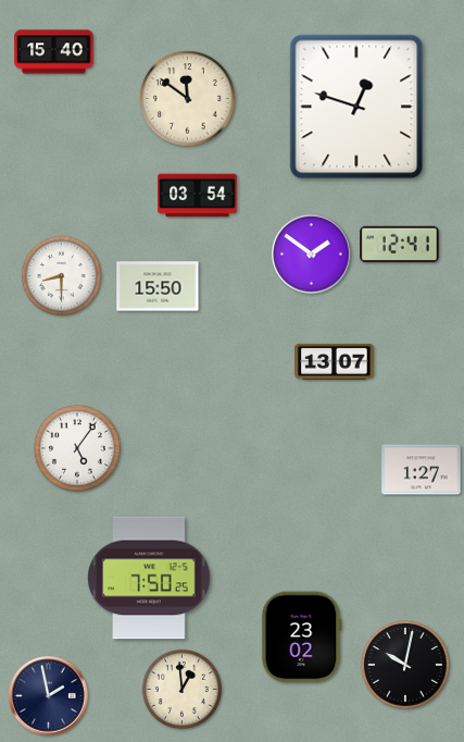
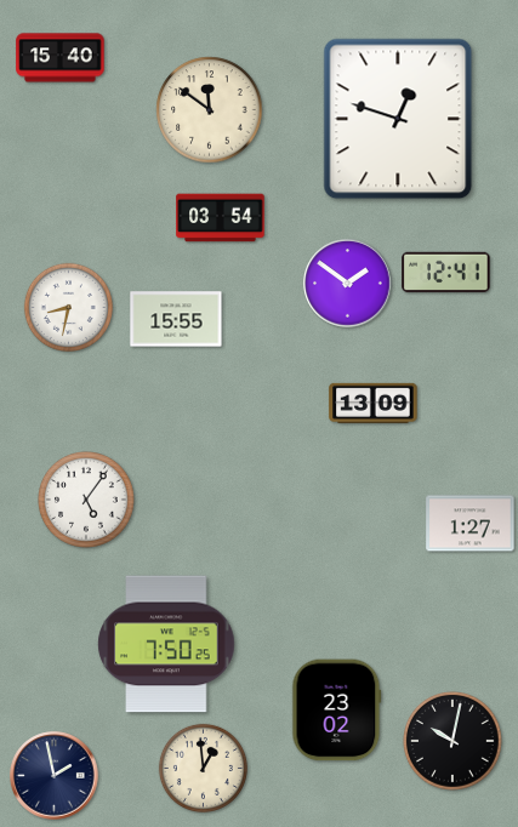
clock at (61, 275): 8:30 -> 8:32
clock at (158, 286): 15:50 -> 15:55
clock at (335, 361): 13:07 -> 13:09
